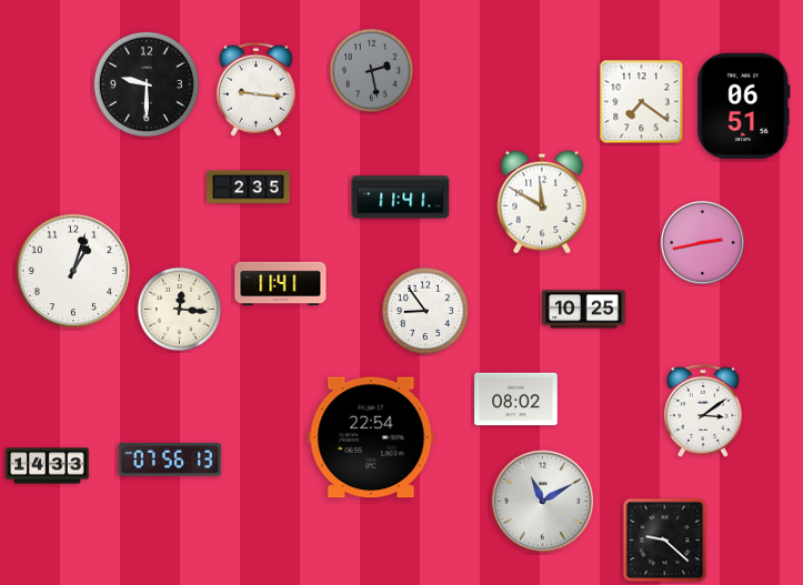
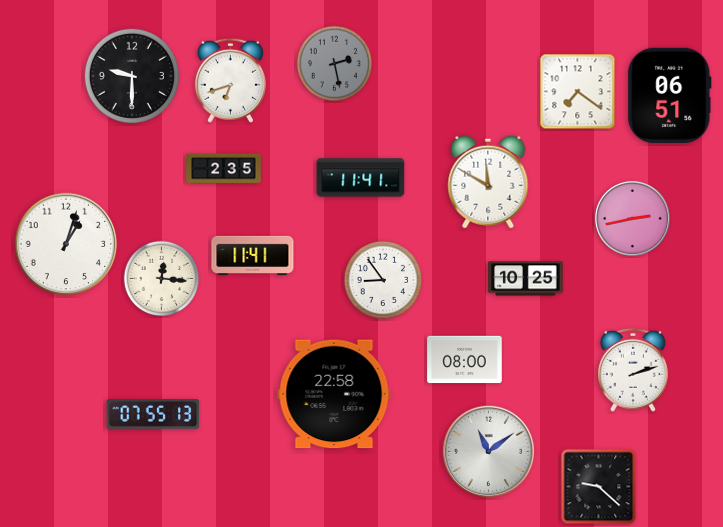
clock at (255, 89): 9:16 -> 6:42
clock at (516, 400): 08:02 -> 08:00
clock at (703, 411): 3:09 -> 2:12
clock at (371, 437): 22:54 -> 22:58
clock at (170, 461): 07:56 -> 07:55
clock at (48, 466): 14:33 -> none
clock at (542, 501): 11:10 -> 11:09
